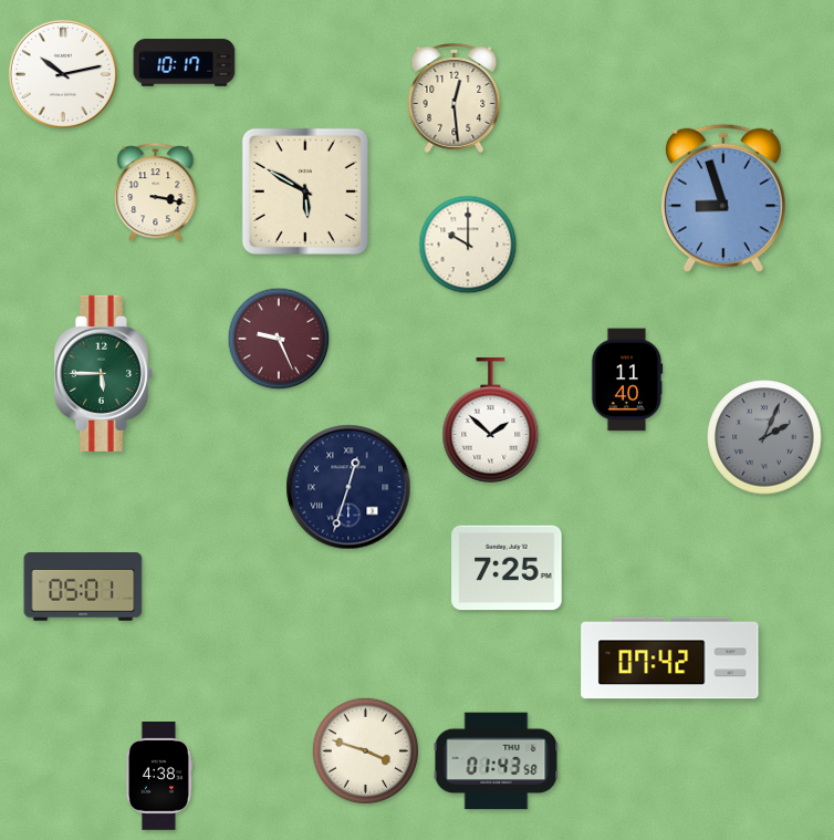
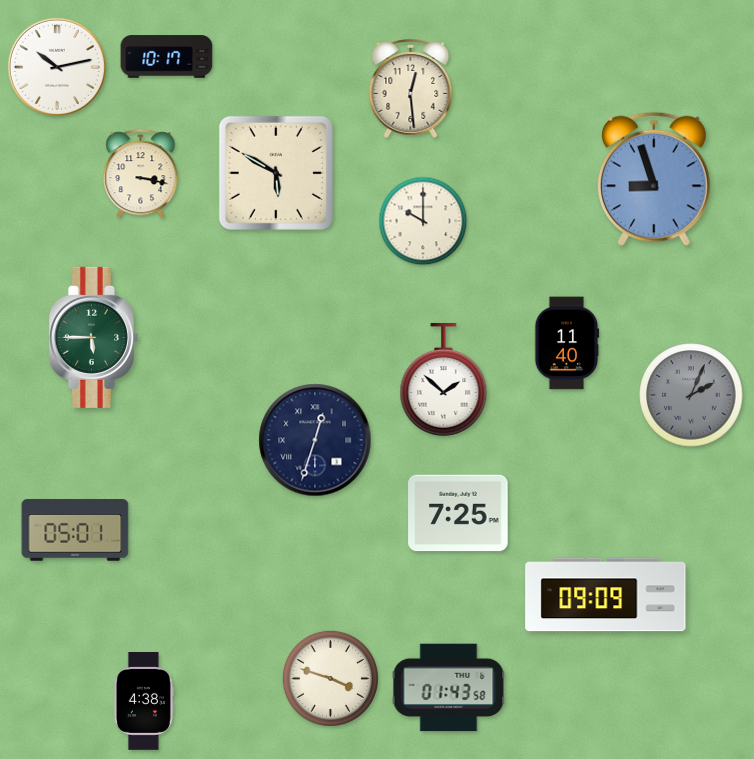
clock at (279, 339): 9:26 -> none
clock at (670, 658): 07:42 -> 09:09
